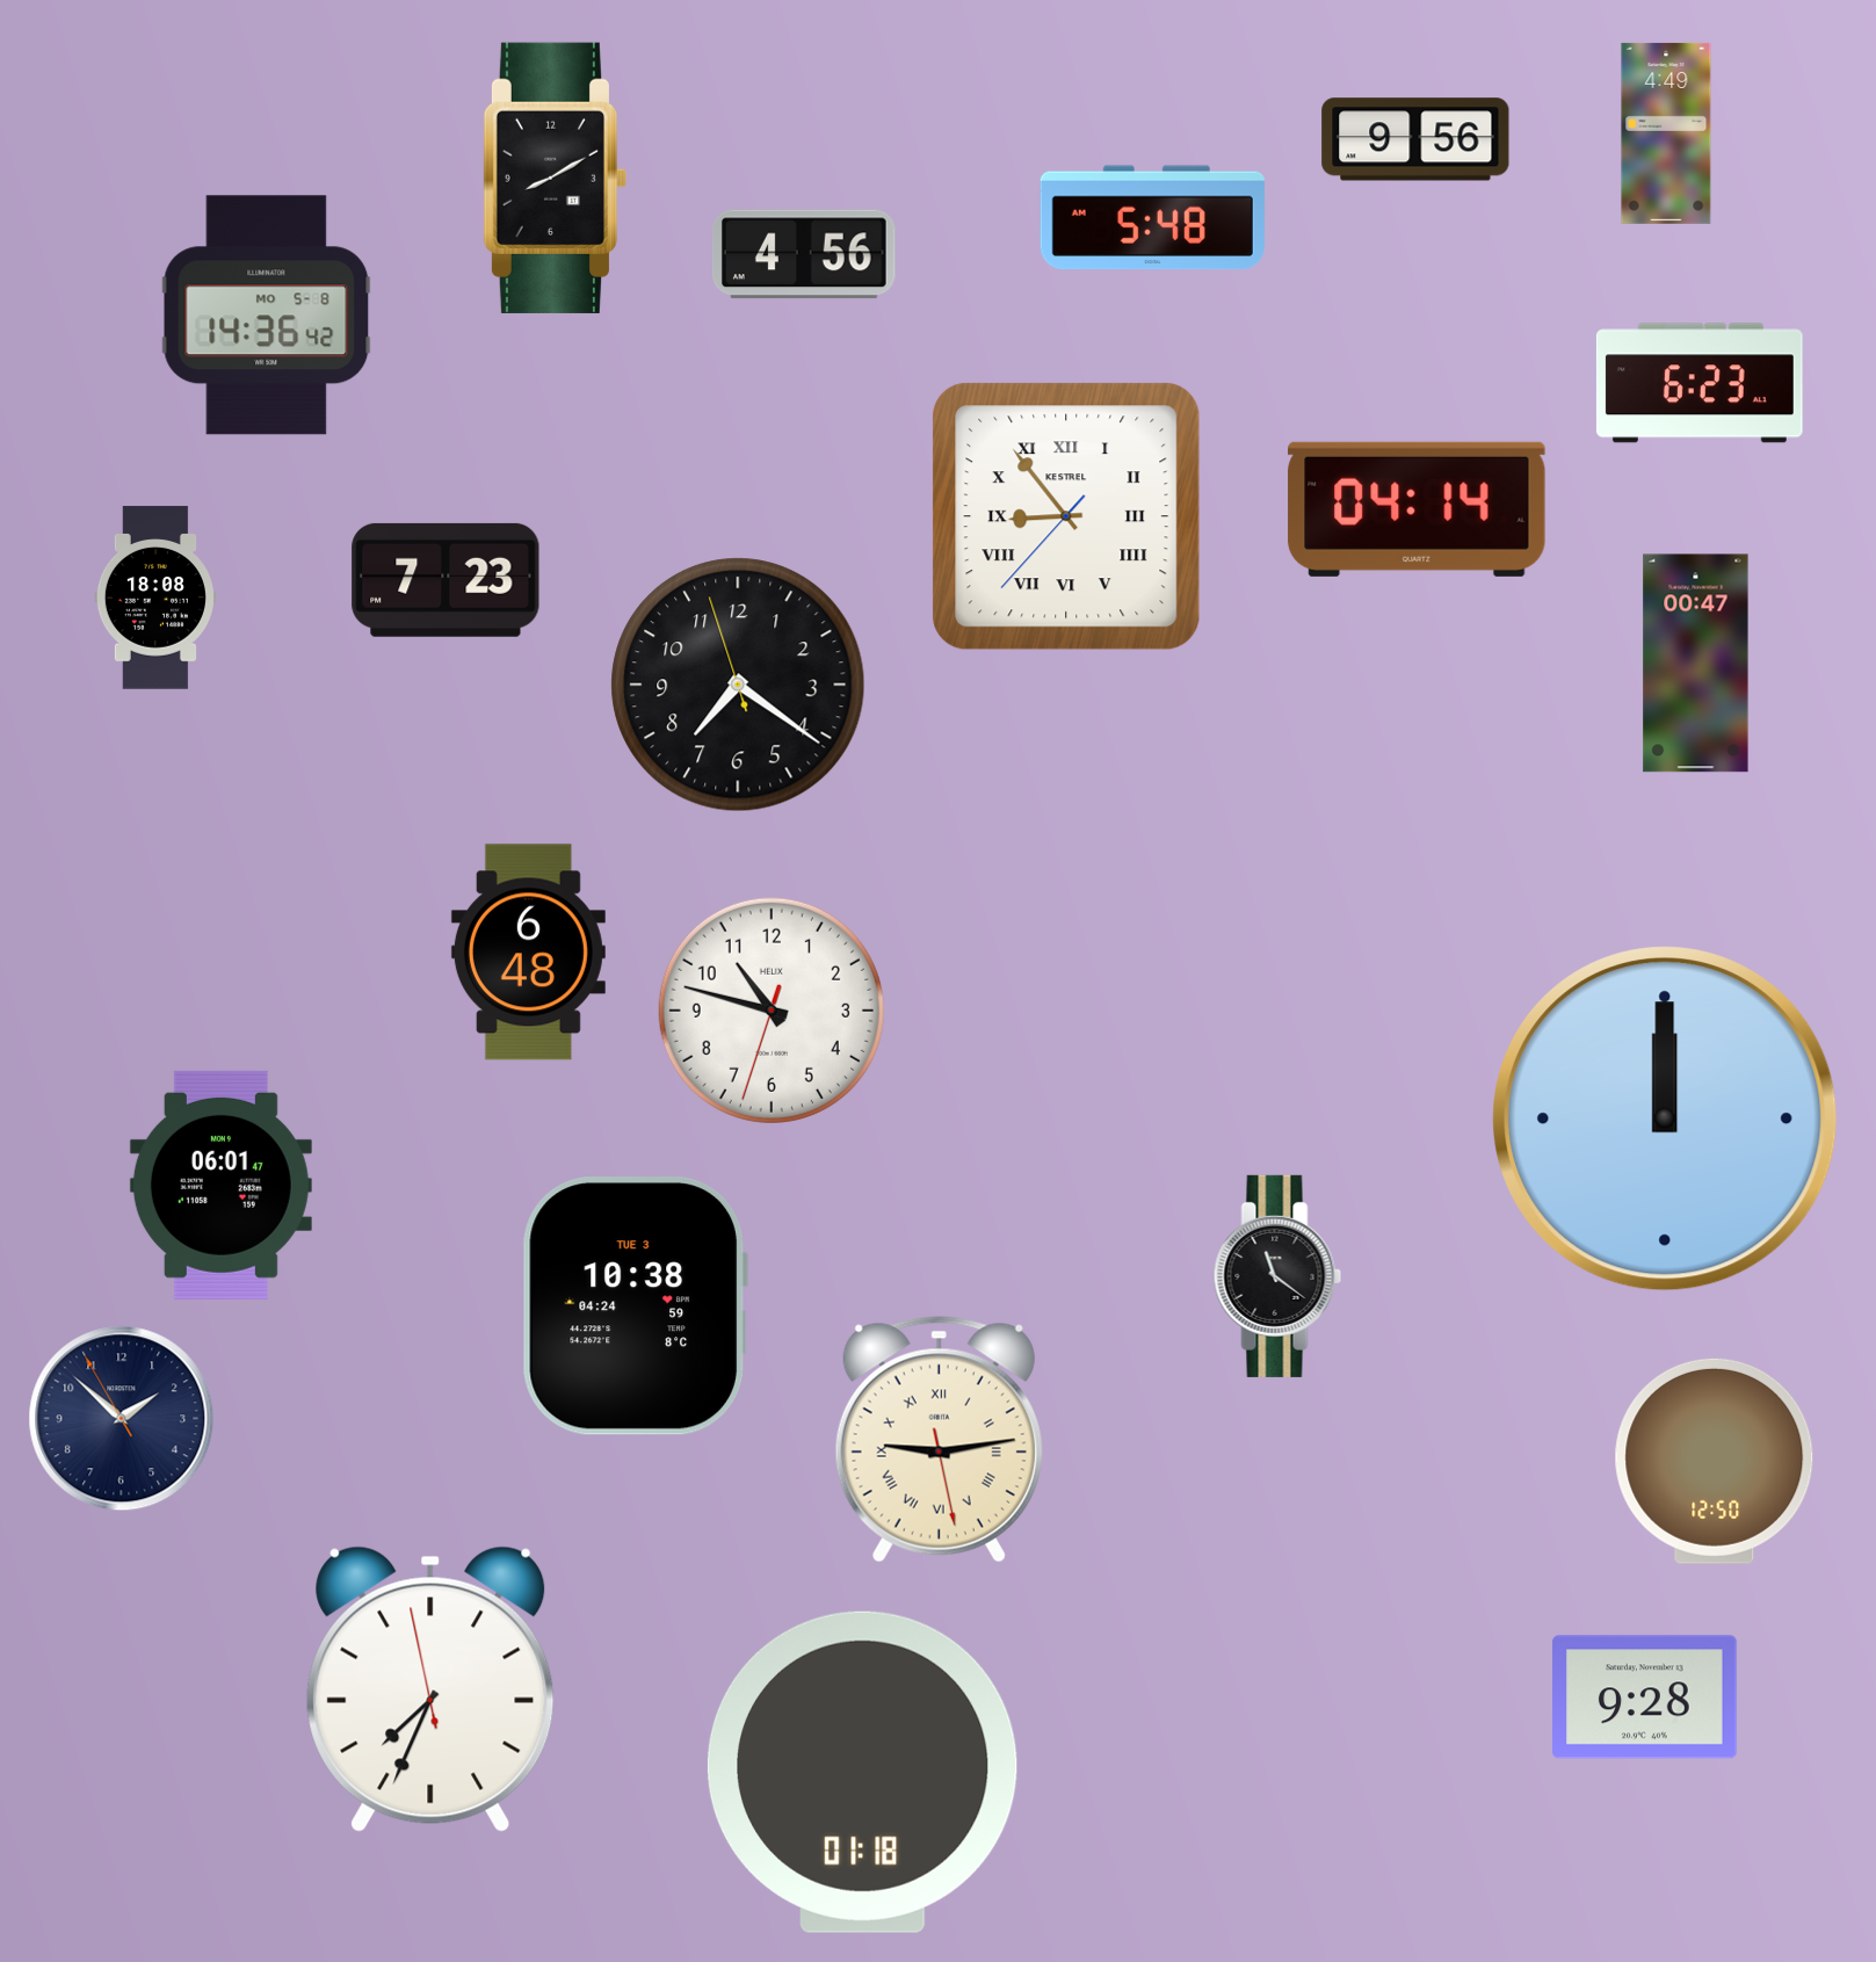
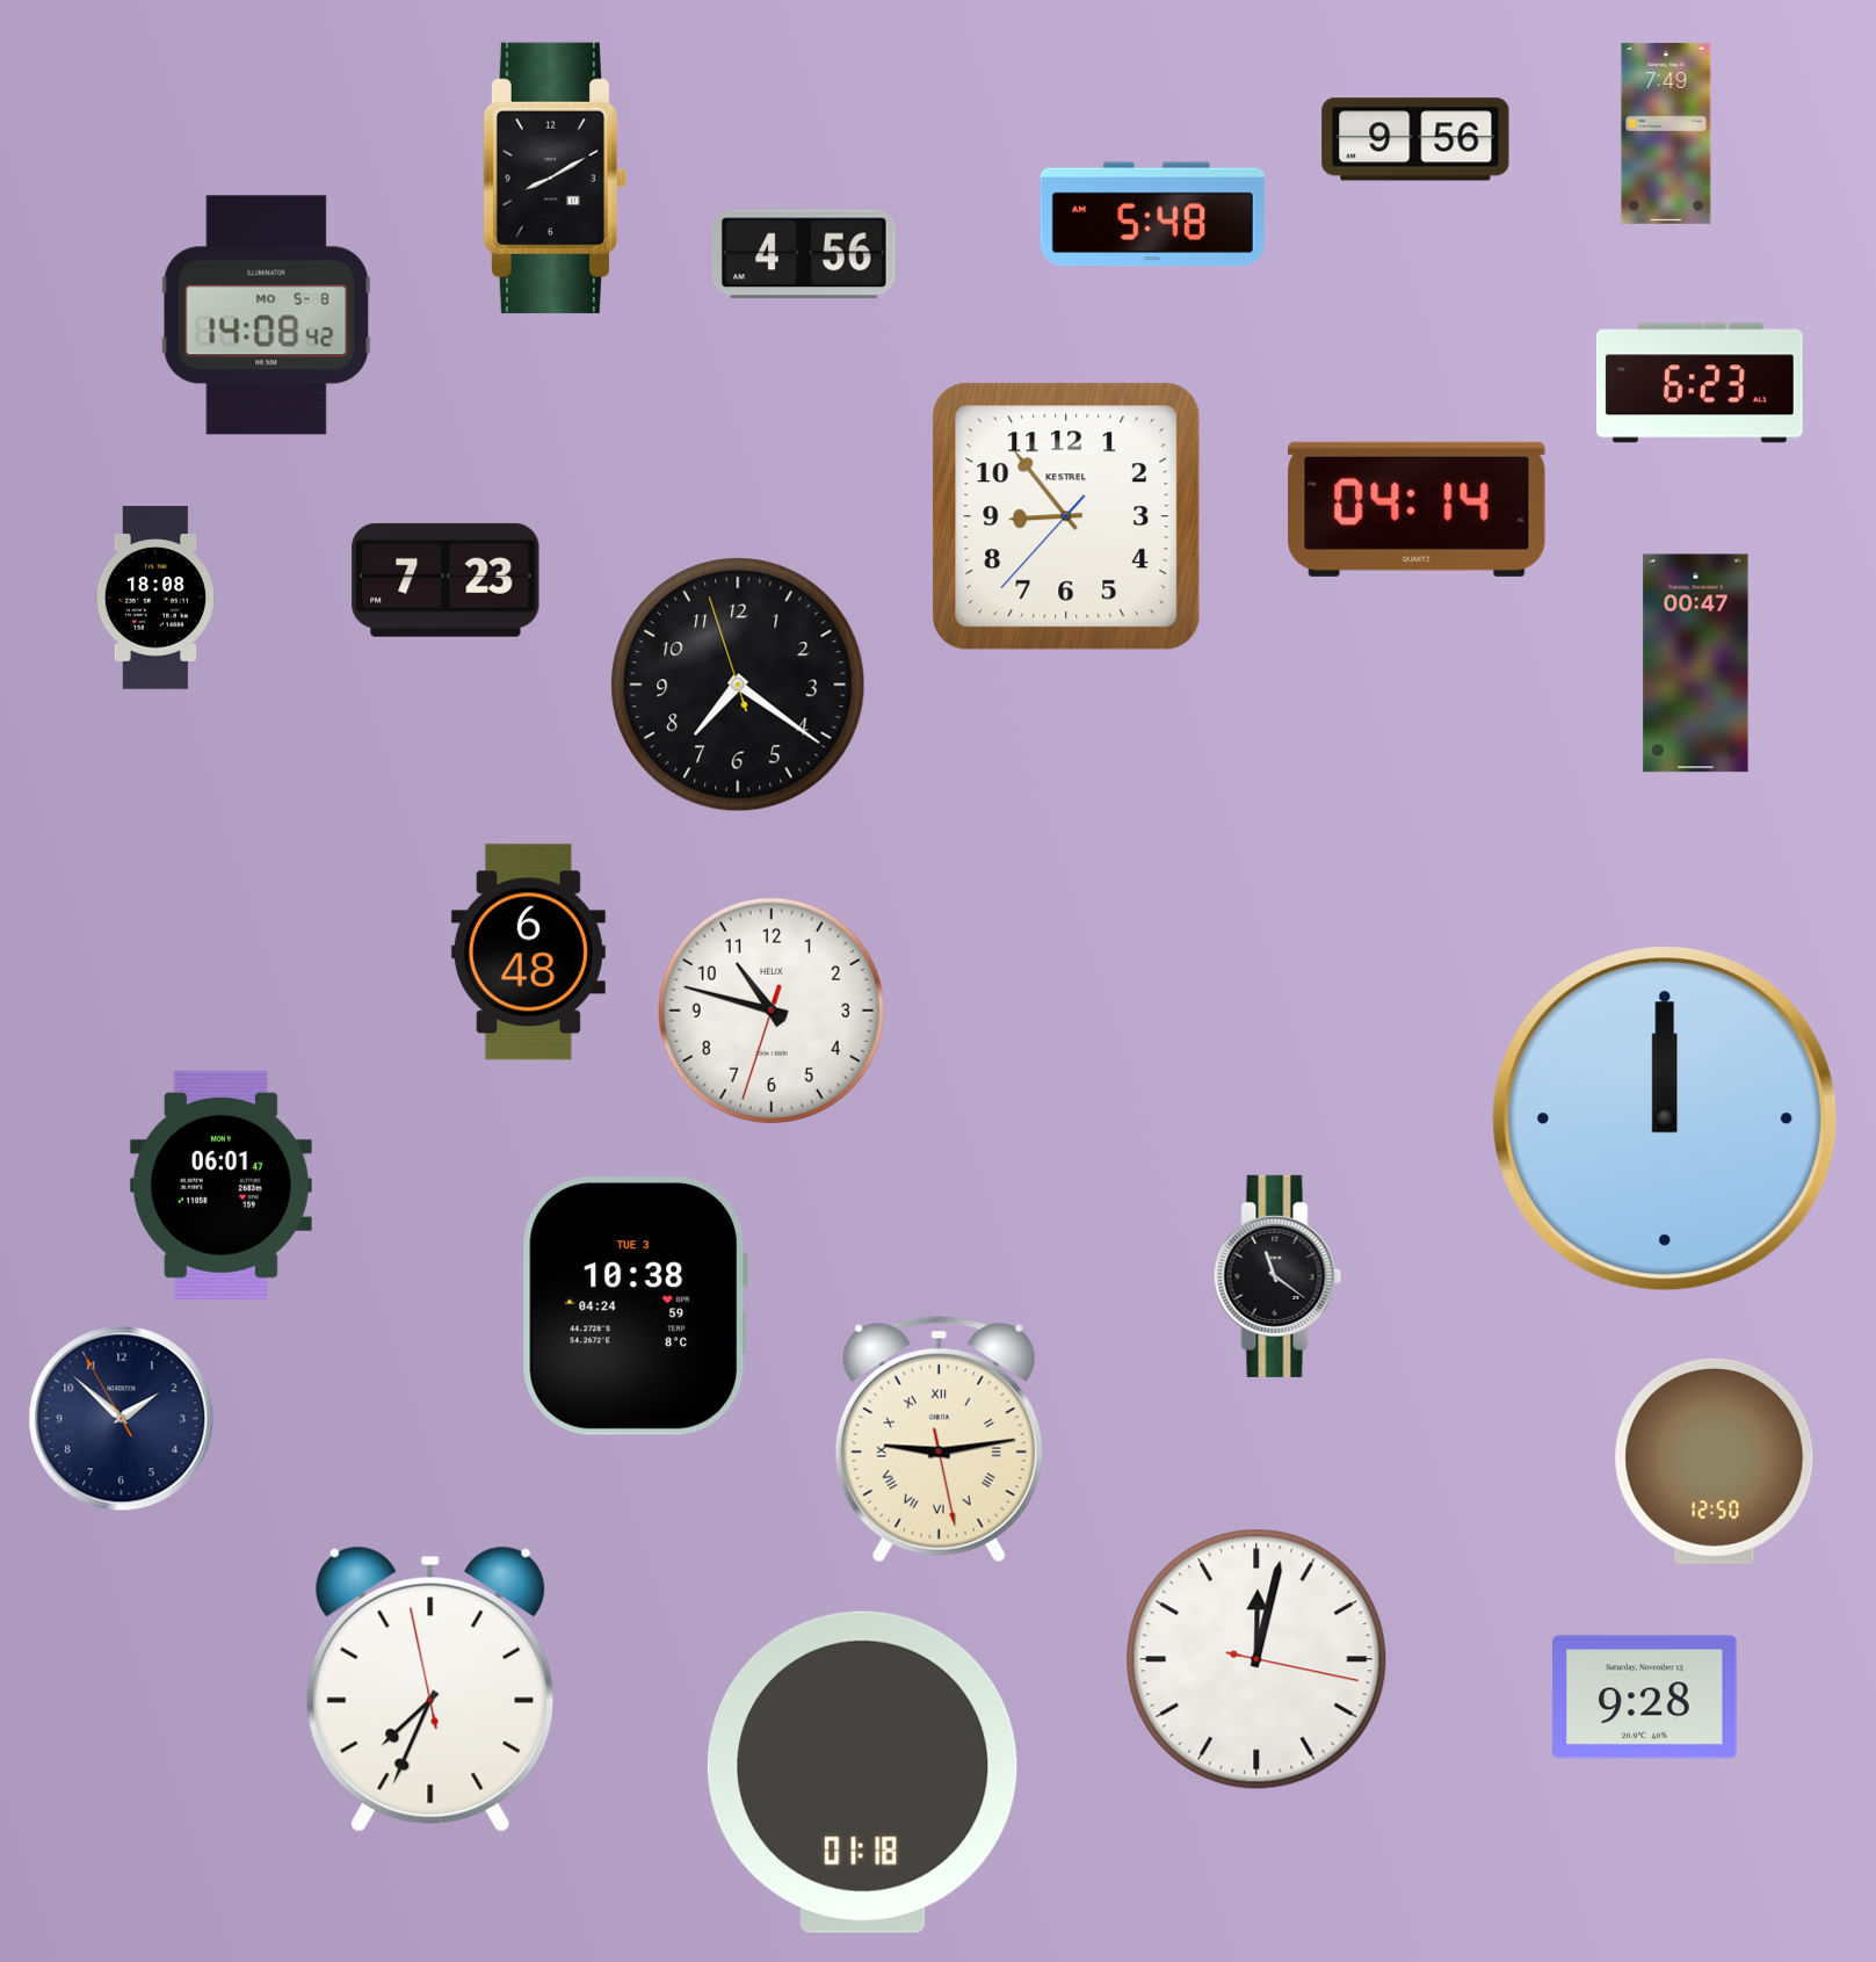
clock at (1666, 133): 4:49 -> 7:49
clock at (1152, 218) position: (1152, 218) -> (1152, 215)
clock at (267, 316): 14:36 -> 14:08
clock at (1066, 516) numerals: Roman -> Arabic
clock at (1256, 1659): none -> 12:02
